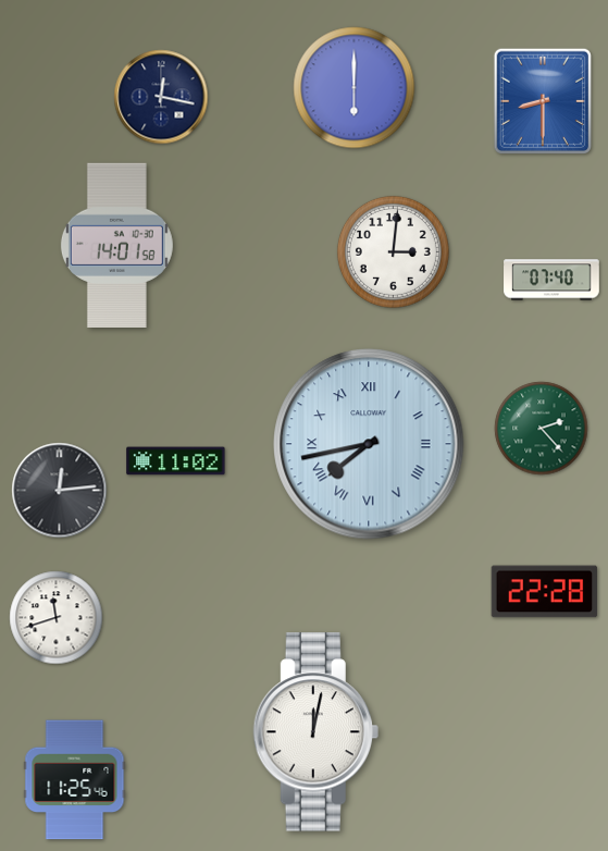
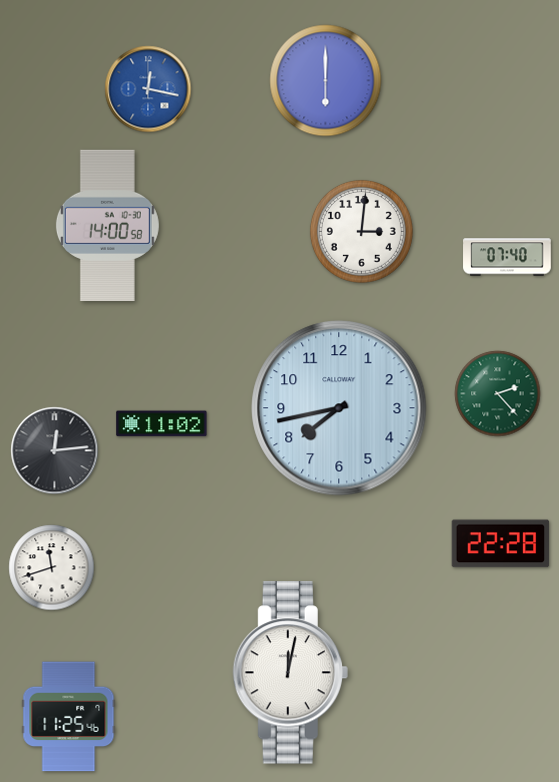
clock at (161, 97) dial: navy -> blue
clock at (543, 101): 8:30 -> none
clock at (116, 245): 14:01 -> 14:00
clock at (369, 444) numerals: Roman -> Arabic
